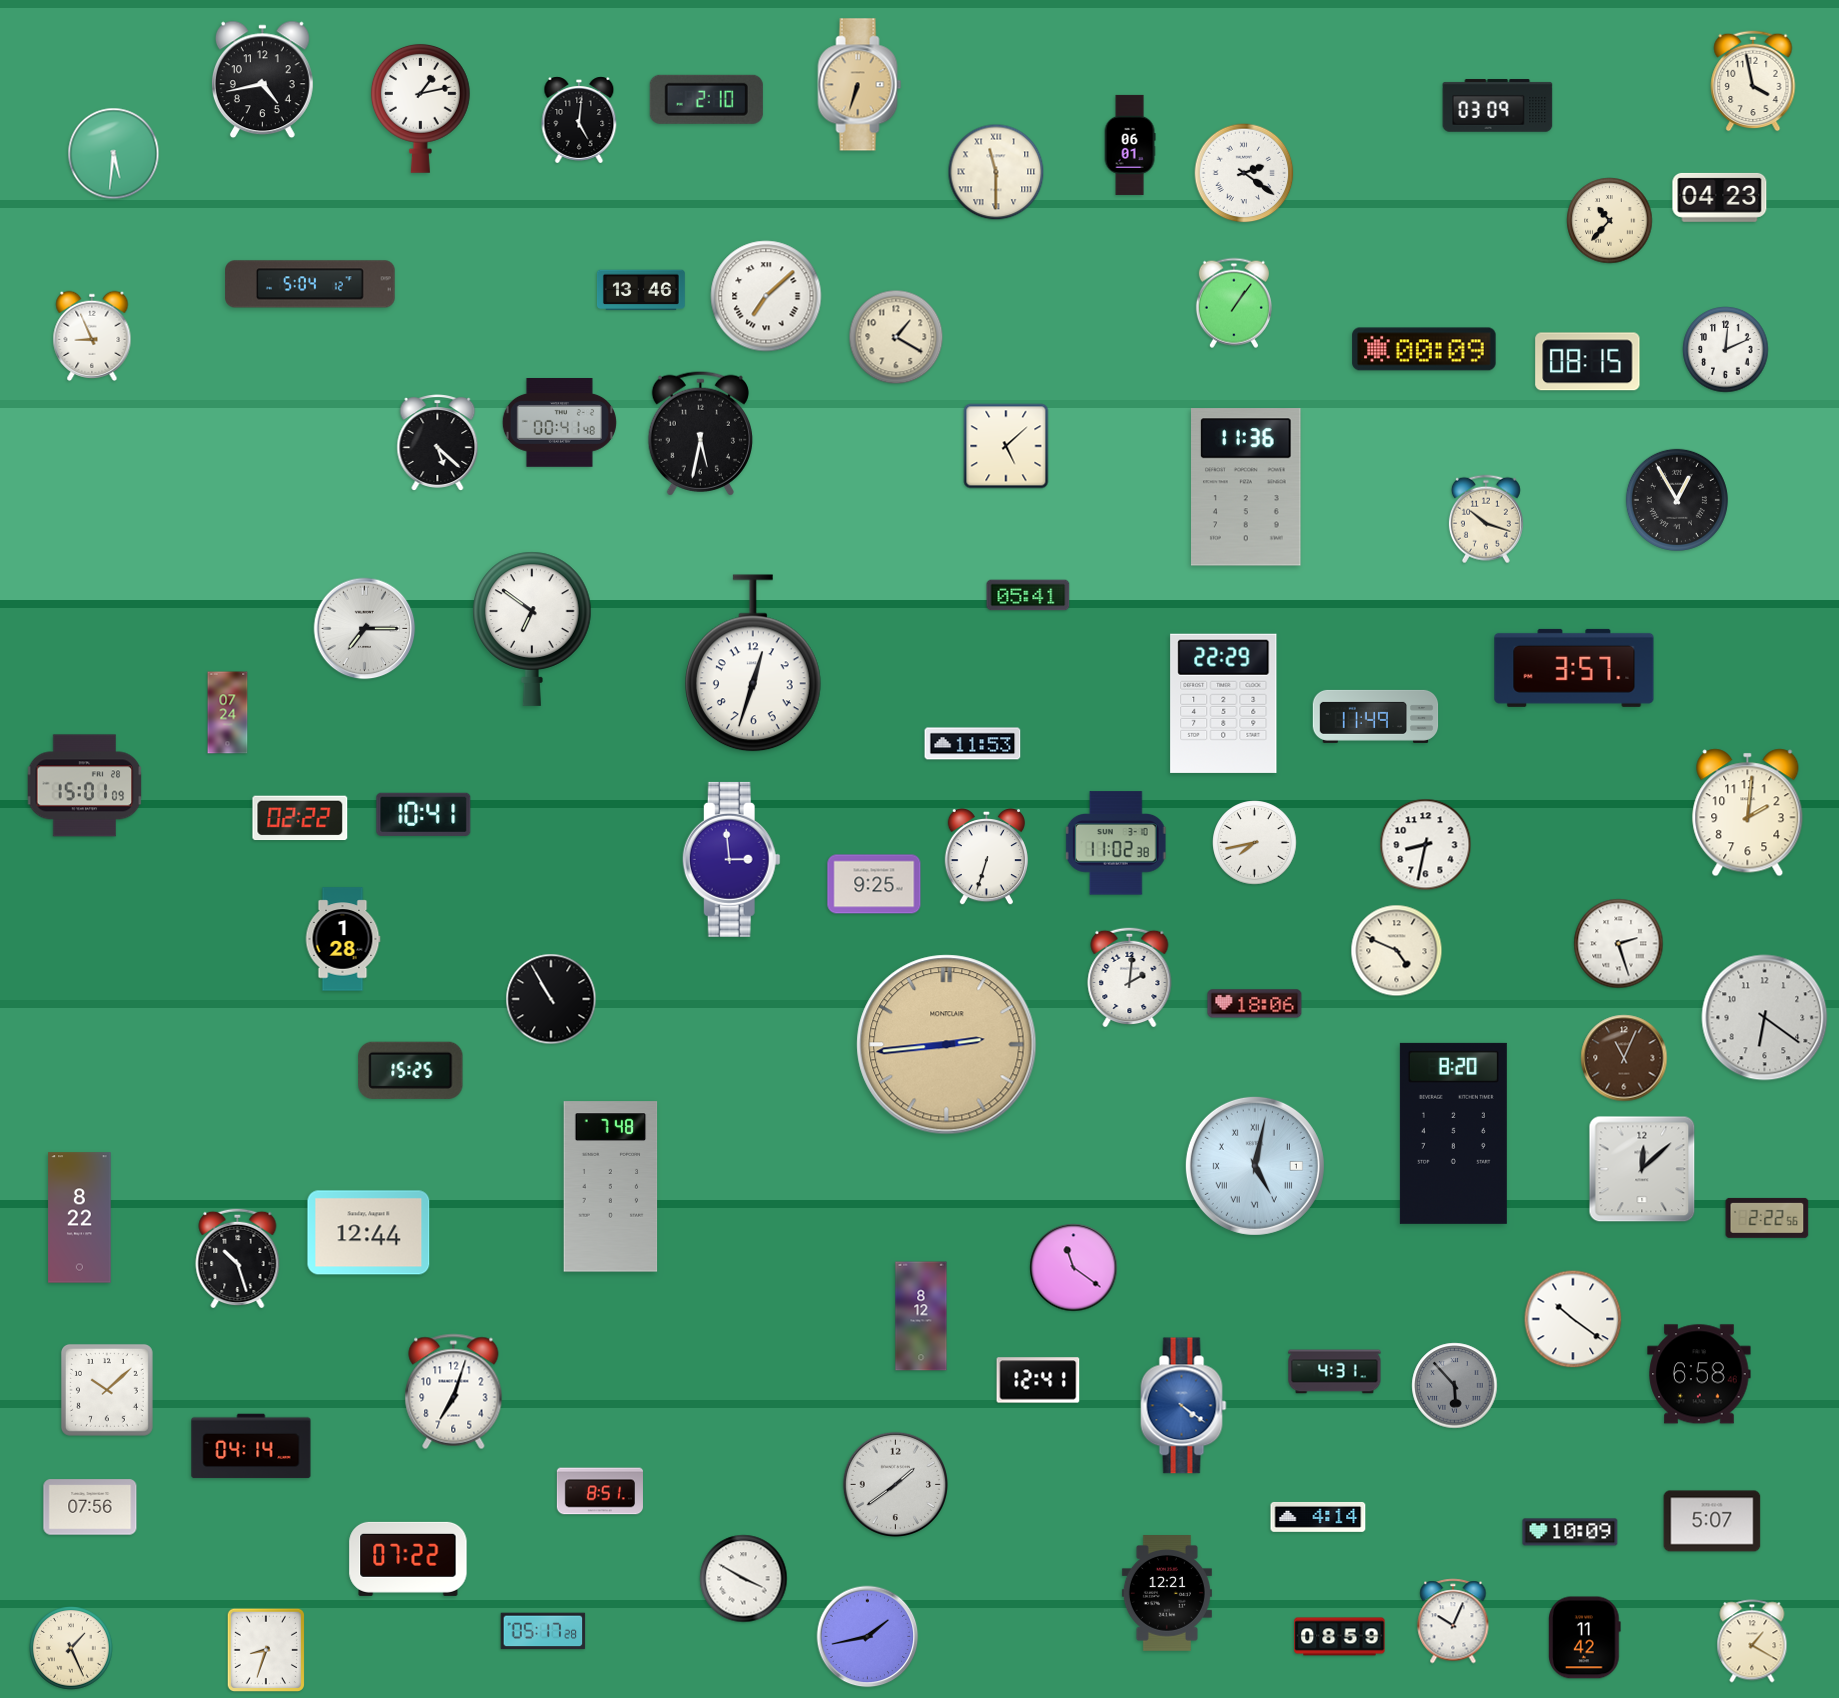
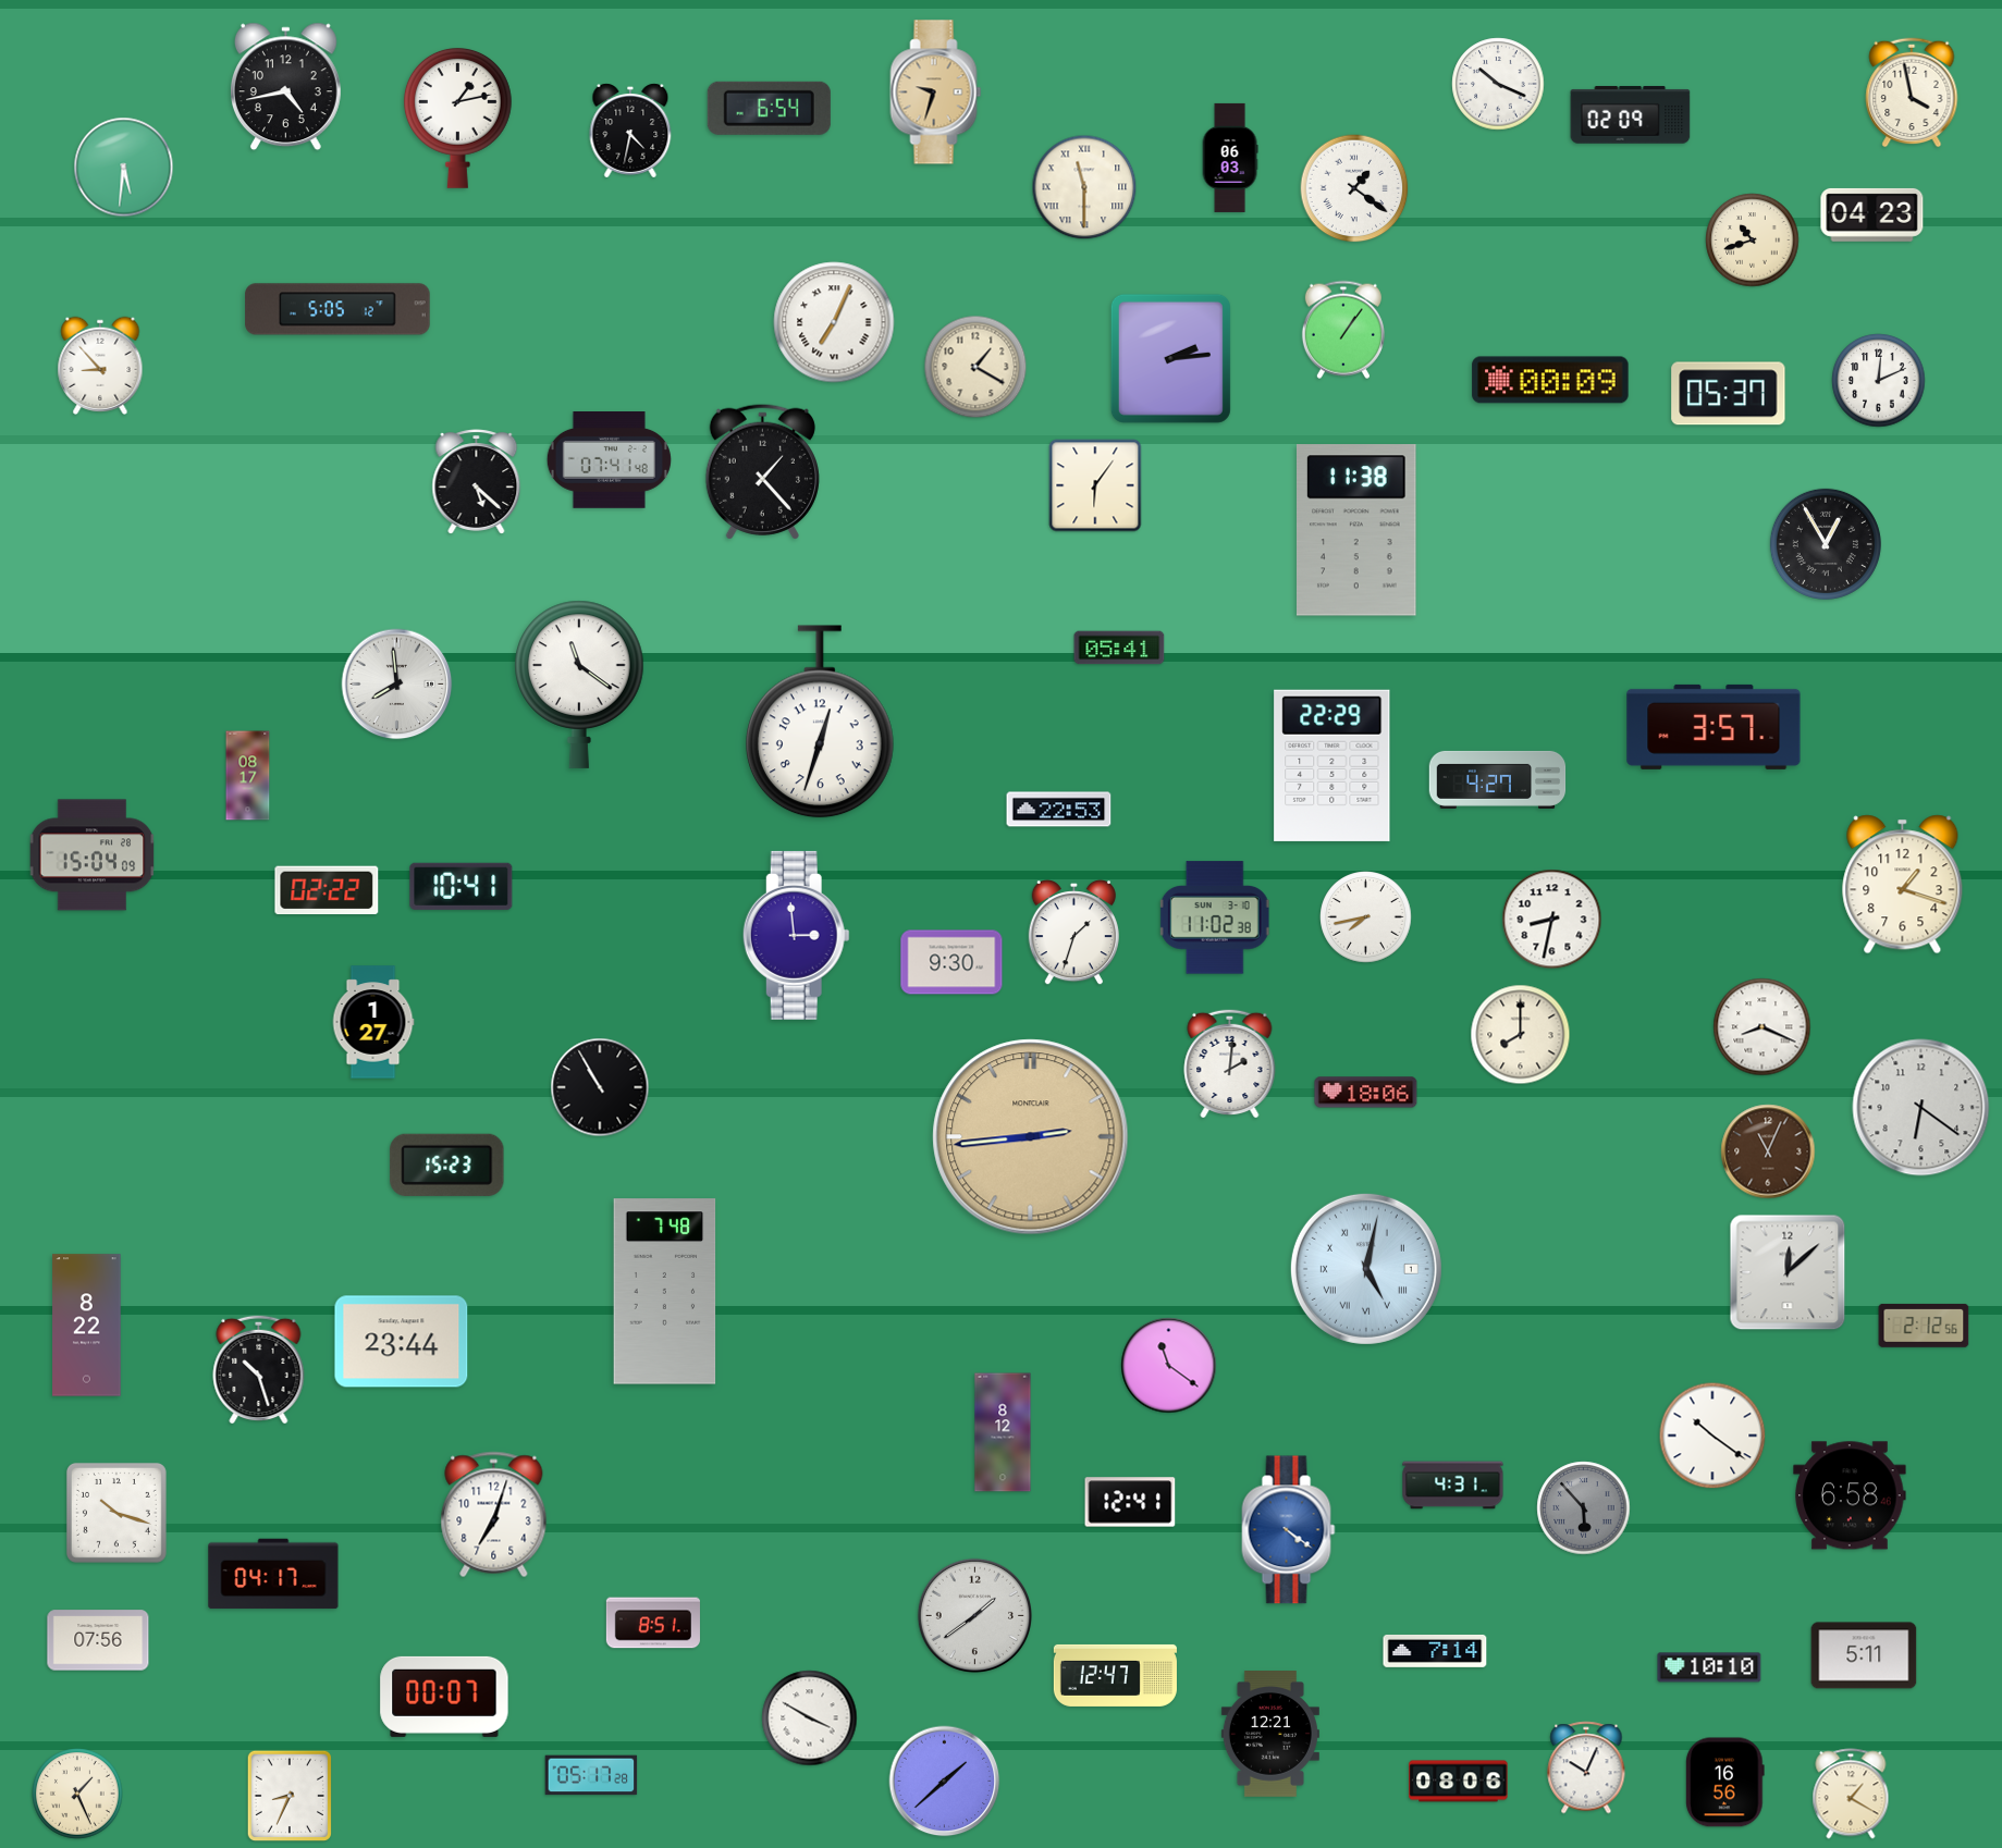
clock at (1498, 84): none -> 10:19
clock at (1753, 81) position: (1753, 81) -> (1912, 93)
clock at (860, 85): 6:33 -> 9:33
clock at (706, 99): 2:10 -> 6:54
clock at (1498, 106): 03:09 -> 02:09
clock at (579, 120): 5:01 -> 4:32
clock at (1130, 145): 06:01 -> 06:03
clock at (1244, 173): 2:21 -> 1:21
clock at (1610, 221): 10:37 -> 10:42
clock at (310, 284): 5:04 -> 5:05
clock at (641, 290): 13:46 -> none
clock at (766, 296): 7:08 -> 7:04
clock at (1170, 358): none -> 2:14
clock at (92, 336): 8:56 -> 8:53
clock at (1588, 362): 08:15 -> 05:37
clock at (559, 423): 00:41 -> 07:41
clock at (700, 433): 5:32 -> 1:23
clock at (1006, 446): 5:08 -> 6:06
clock at (1246, 487): 11:36 -> 11:38
clock at (1486, 519): 10:18 -> none
clock at (365, 629): 7:15 -> 7:59
clock at (533, 629): 6:51 -> 11:21
clock at (228, 713): 07:24 -> 08:17
clock at (1376, 716): 11:49 -> 4:27
clock at (973, 744): 11:53 -> 22:53
clock at (85, 786): 15:01 -> 15:04
clock at (1748, 813): 2:01 -> 1:18
clock at (986, 857): 6:33 -> 1:33
clock at (874, 884): 9:25 -> 9:30
clock at (343, 939): 1:28 -> 1:27
clock at (1619, 944): 2:27 -> 8:19
clock at (1397, 951): 4:49 -> 8:00
clock at (411, 1070): 15:25 -> 15:23
clock at (1453, 1133): 8:20 -> none
clock at (1767, 1218): 2:22 -> 2:12
clock at (369, 1233): 12:44 -> 23:44
clock at (1074, 1268) position: (1074, 1268) -> (1169, 1366)
clock at (1335, 1372) position: (1335, 1372) -> (1453, 1486)
clock at (107, 1390): 10:08 -> 10:18
clock at (251, 1446): 04:14 -> 04:17
clock at (1318, 1517): 4:14 -> 7:14
clock at (1712, 1521): 5:07 -> 5:11
clock at (1570, 1532): 10:09 -> 10:10
clock at (1115, 1675): none -> 12:47
clock at (408, 1559): 07:22 -> 00:07
clock at (1453, 1621) position: (1453, 1621) -> (1586, 1767)
clock at (868, 1637): 1:43 -> 1:38
clock at (1340, 1637): 08:59 -> 08:06
clock at (1585, 1638): 11:42 -> 16:56
clock at (1752, 1641) position: (1752, 1641) -> (1851, 1794)
clock at (266, 1649): 8:33 -> 8:34
